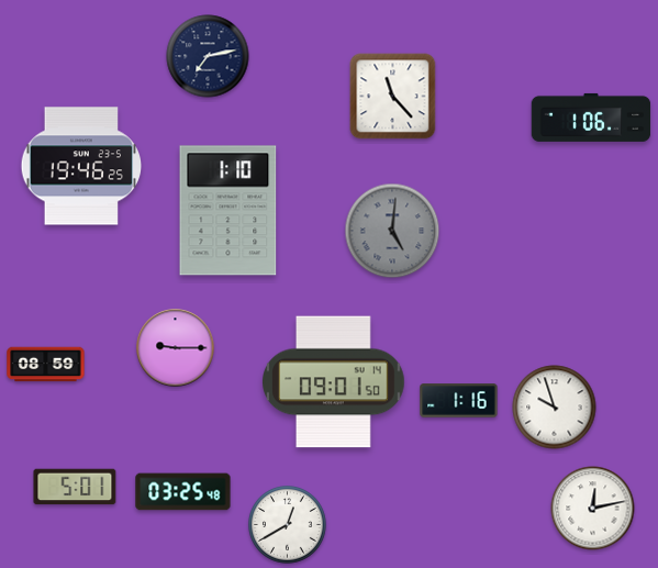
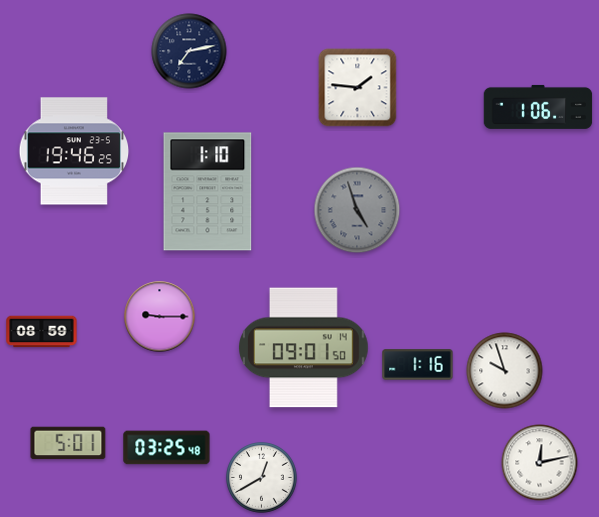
clock at (393, 97): 11:23 -> 1:46
clock at (392, 231): 5:01 -> 4:57
